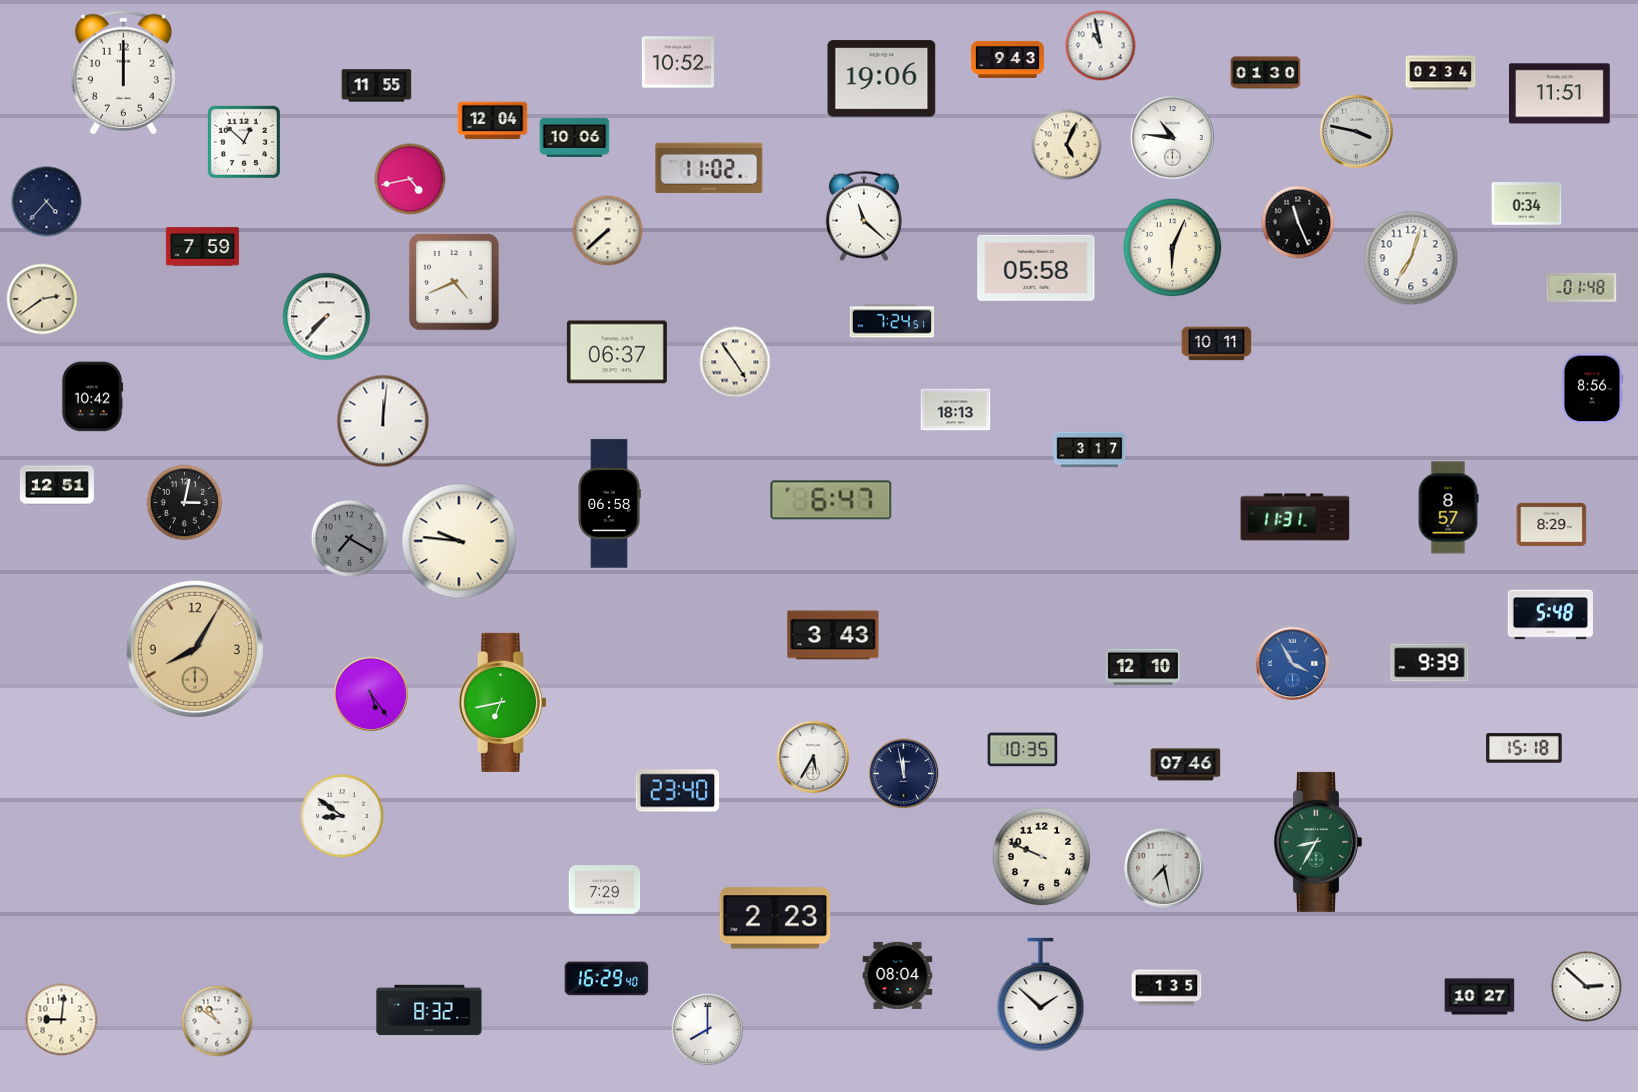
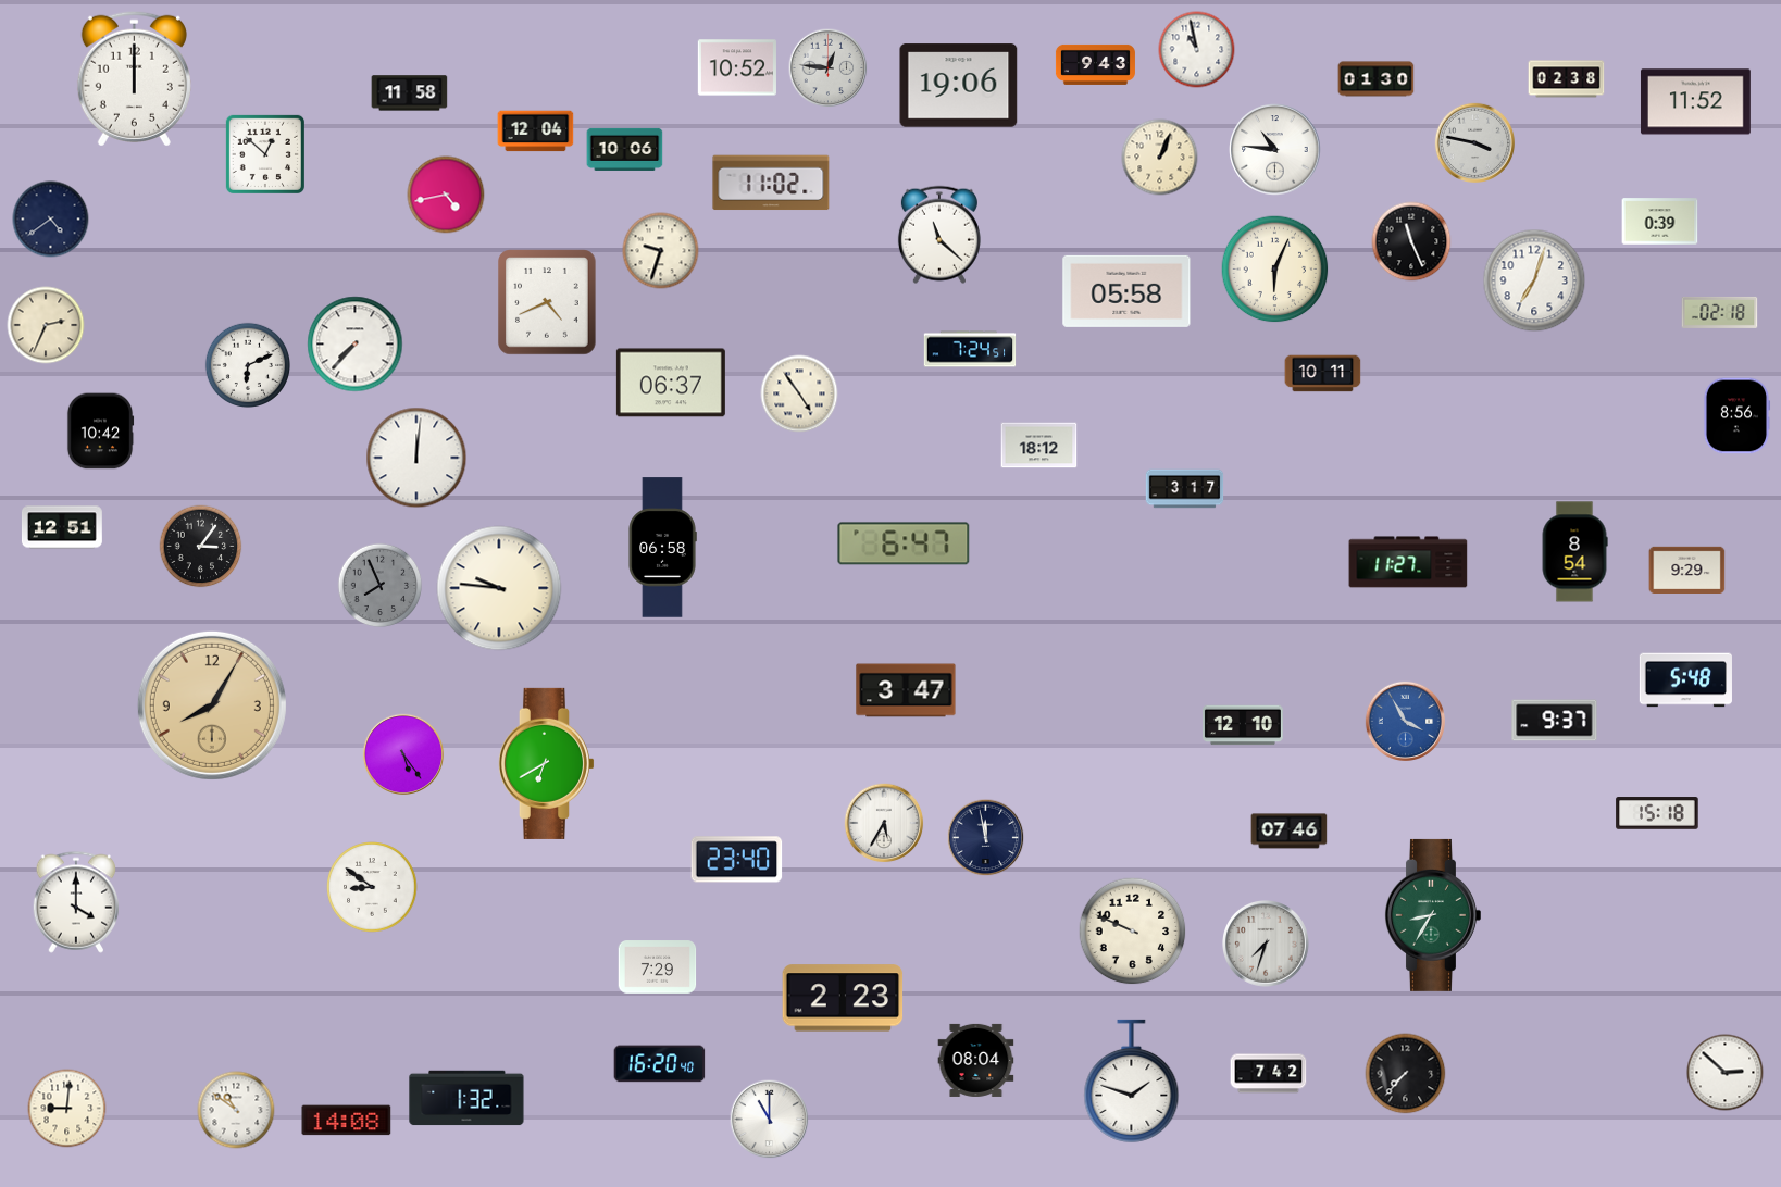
clock at (829, 68): none -> 12:46
clock at (1441, 73): 02:34 -> 02:38
clock at (377, 86): 11:55 -> 11:58
clock at (1559, 94): 11:51 -> 11:52
clock at (1067, 145): 5:04 -> 1:04
clock at (47, 202): 4:37 -> 4:39
clock at (1527, 204): 0:34 -> 0:39
clock at (608, 231): 7:38 -> 9:33
clock at (202, 247): 7:59 -> none
clock at (454, 282) position: (454, 282) -> (547, 302)
clock at (1582, 287): 01:48 -> 02:18
clock at (42, 299): 2:39 -> 2:34
clock at (247, 364): none -> 6:11
clock at (1592, 389) position: (1592, 389) -> (1736, 416)
clock at (956, 410): 18:13 -> 18:12
clock at (185, 503): 3:02 -> 3:06
clock at (1448, 508): 8:57 -> 8:54
clock at (1295, 517): 11:31 -> 11:27
clock at (1552, 524): 8:29 -> 9:29
clock at (350, 539): 7:20 -> 7:56
clock at (1550, 615) position: (1550, 615) -> (1685, 680)
clock at (833, 635): 3:43 -> 3:47
clock at (1430, 663): 9:39 -> 9:37
clock at (502, 702): 6:43 -> 6:40
clock at (1023, 750): 10:35 -> none
clock at (904, 774) position: (904, 774) -> (986, 838)
clock at (76, 902): none -> 4:00
clock at (1165, 869): 7:28 -> 7:33
clock at (607, 979): 16:29 -> 16:20
clock at (1167, 988): 1:35 -> 7:42
clock at (1406, 1074): none -> 7:37
clock at (1041, 994): 1:52 -> 1:48
clock at (1480, 997): 10:27 -> none
clock at (429, 1010): 8:32 -> 1:32
clock at (708, 1030): 8:00 -> 11:00
clock at (347, 1121): none -> 14:08
